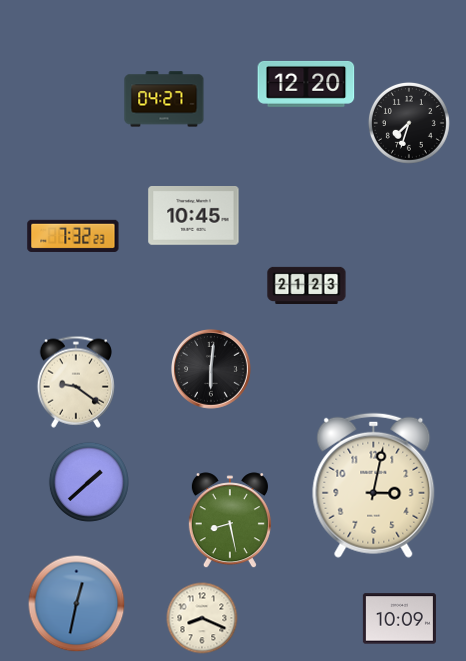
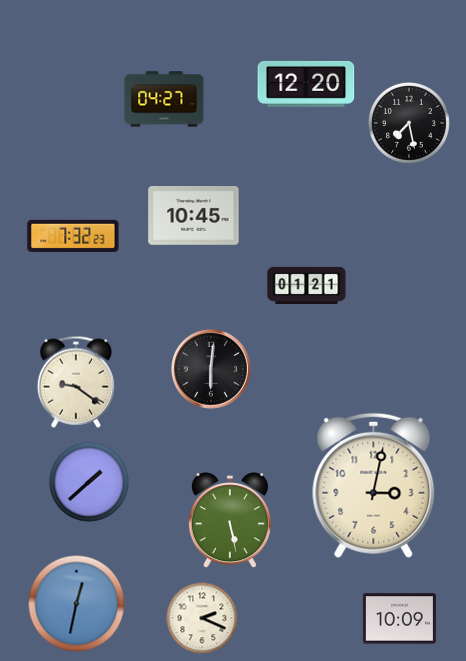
clock at (409, 123): 7:33 -> 7:28
clock at (307, 285): 21:23 -> 01:21
clock at (230, 521): 8:28 -> 5:28
clock at (202, 618): 8:19 -> 2:19
